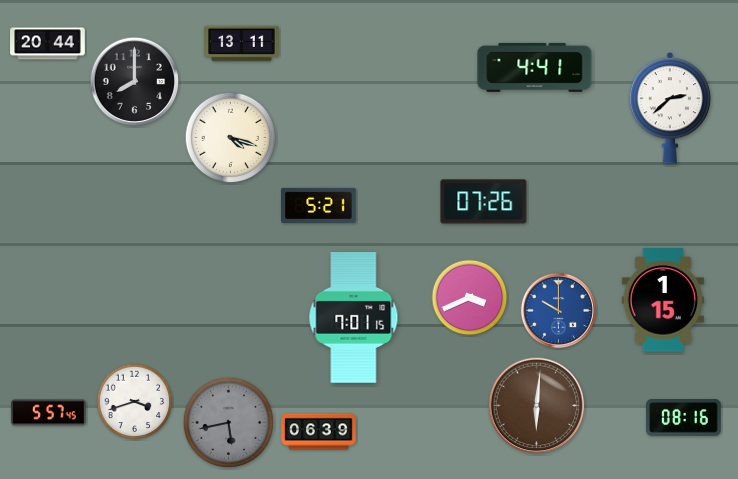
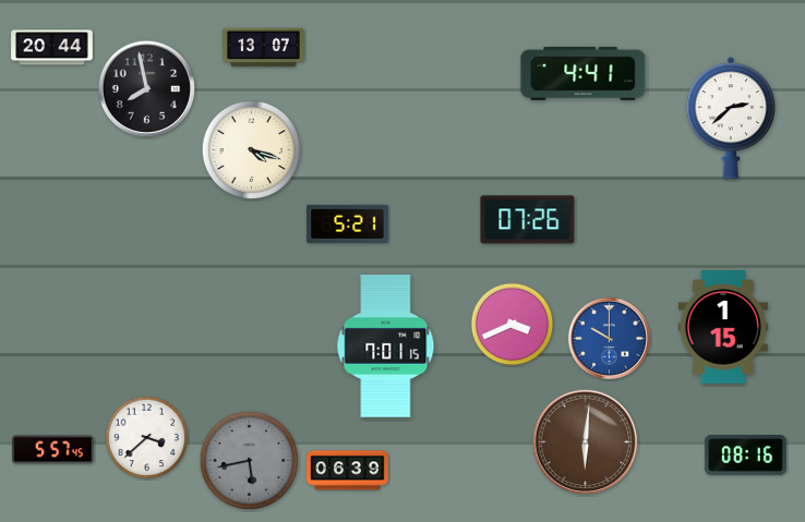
clock at (242, 44): 13:11 -> 13:07
clock at (135, 82): 8:00 -> 7:58
clock at (135, 402): 3:42 -> 3:38
